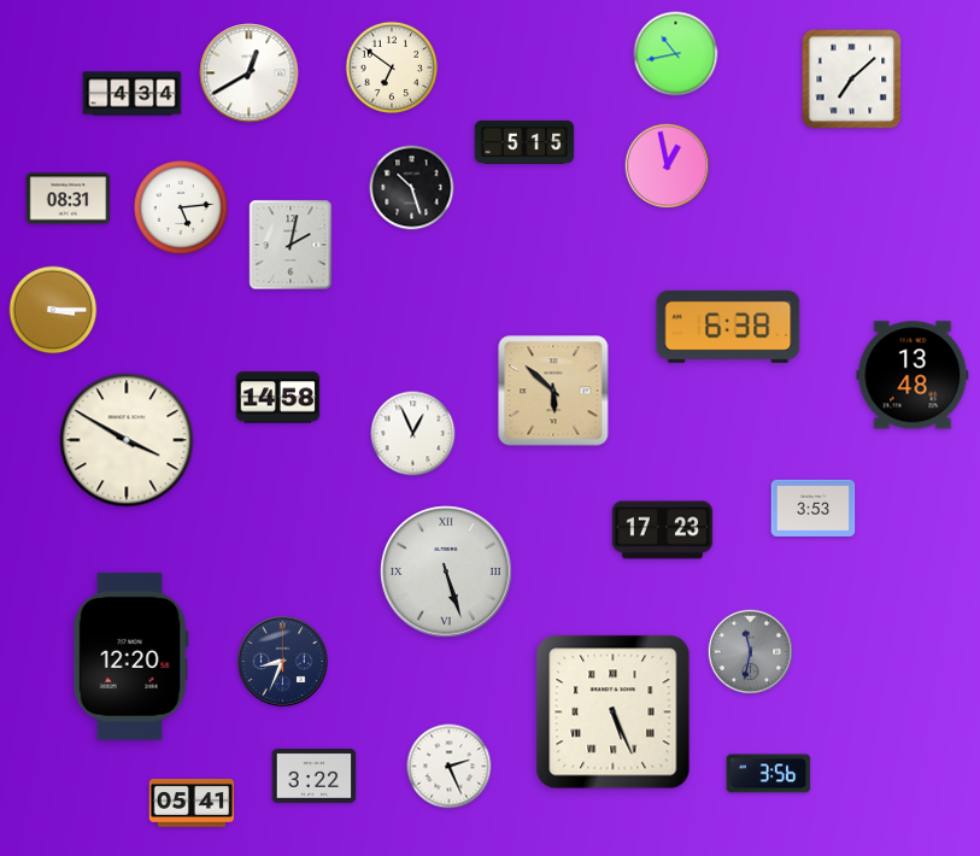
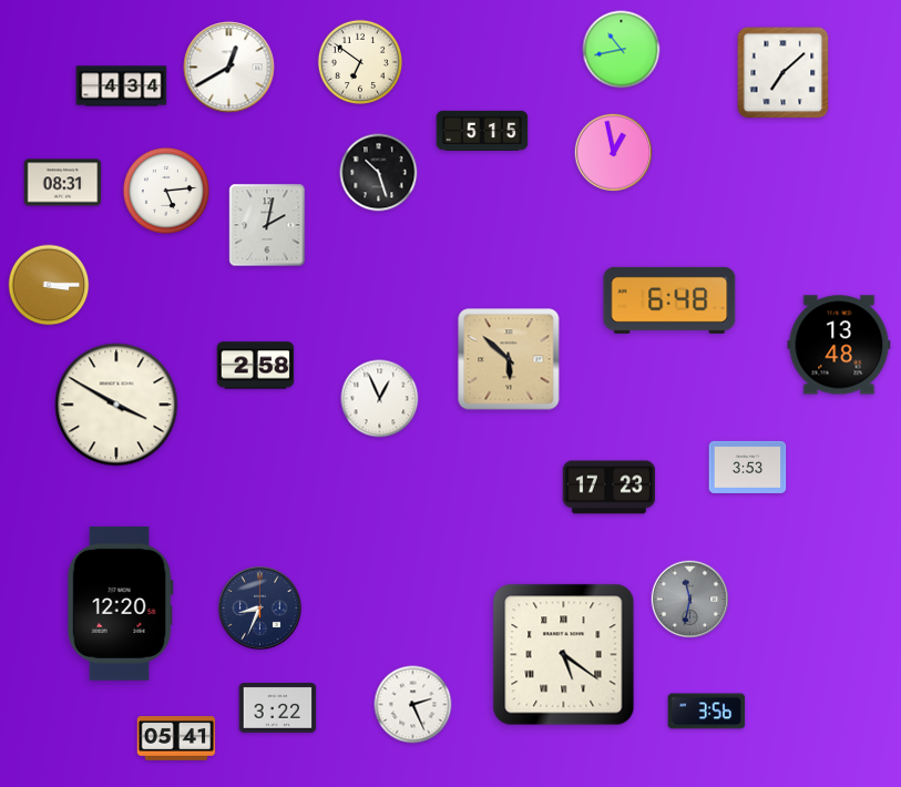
clock at (728, 327): 6:38 -> 6:48
clock at (278, 398): 14:58 -> 2:58
clock at (446, 571): 5:27 -> none
clock at (614, 713): 5:26 -> 5:21
clock at (315, 776) position: (315, 776) -> (278, 708)
